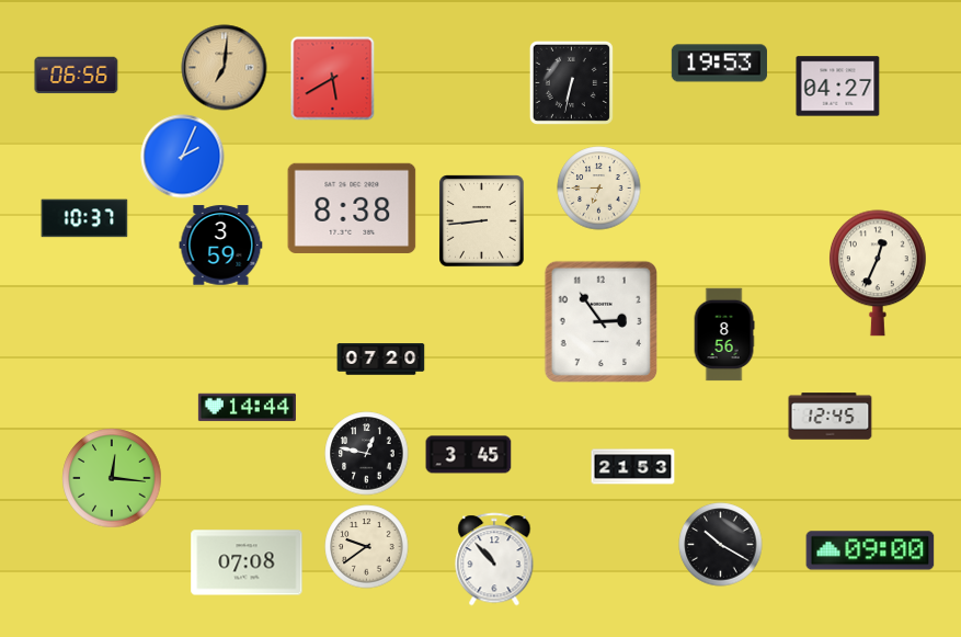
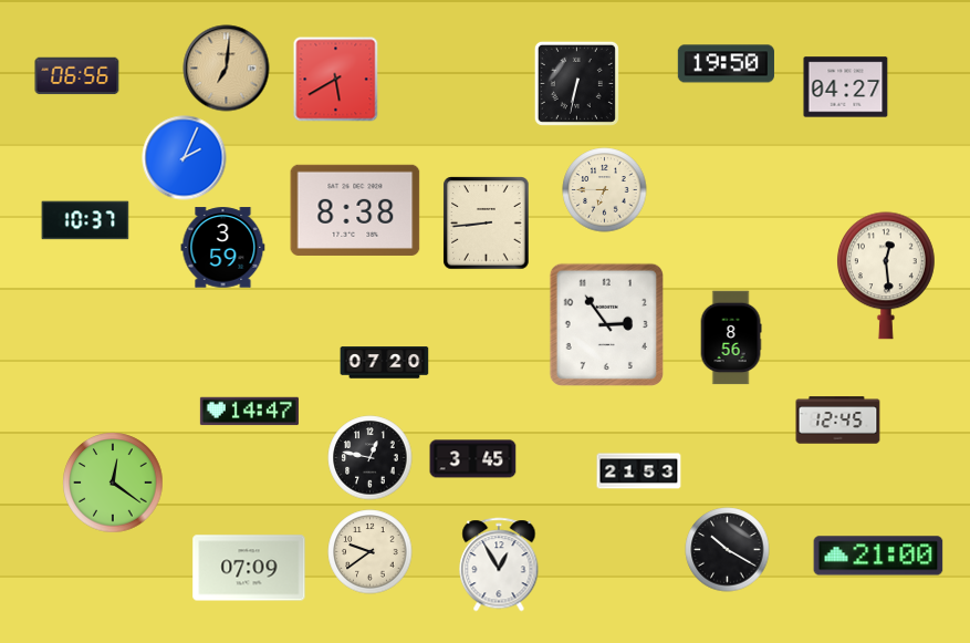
clock at (719, 64): 19:53 -> 19:50
clock at (878, 273): 12:34 -> 12:29
clock at (247, 408): 14:44 -> 14:47
clock at (112, 478): 12:16 -> 12:21
clock at (870, 550): 09:00 -> 21:00
clock at (494, 559): 10:53 -> 12:55
clock at (247, 562): 07:08 -> 07:09
